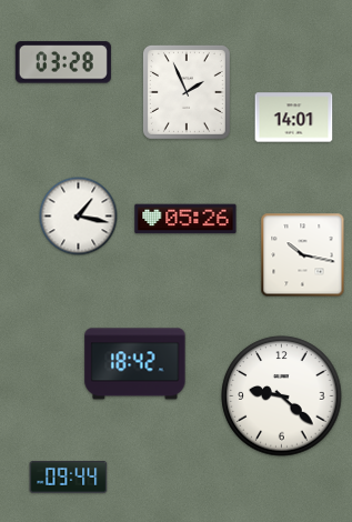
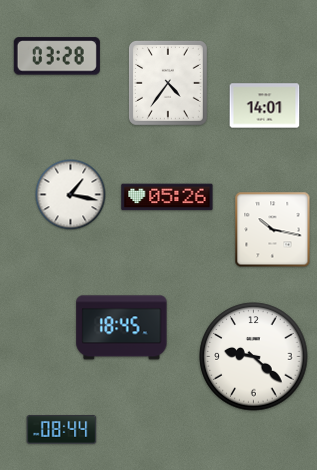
clock at (187, 92): 1:56 -> 4:36
clock at (135, 364): 18:42 -> 18:45
clock at (69, 478): 09:44 -> 08:44
